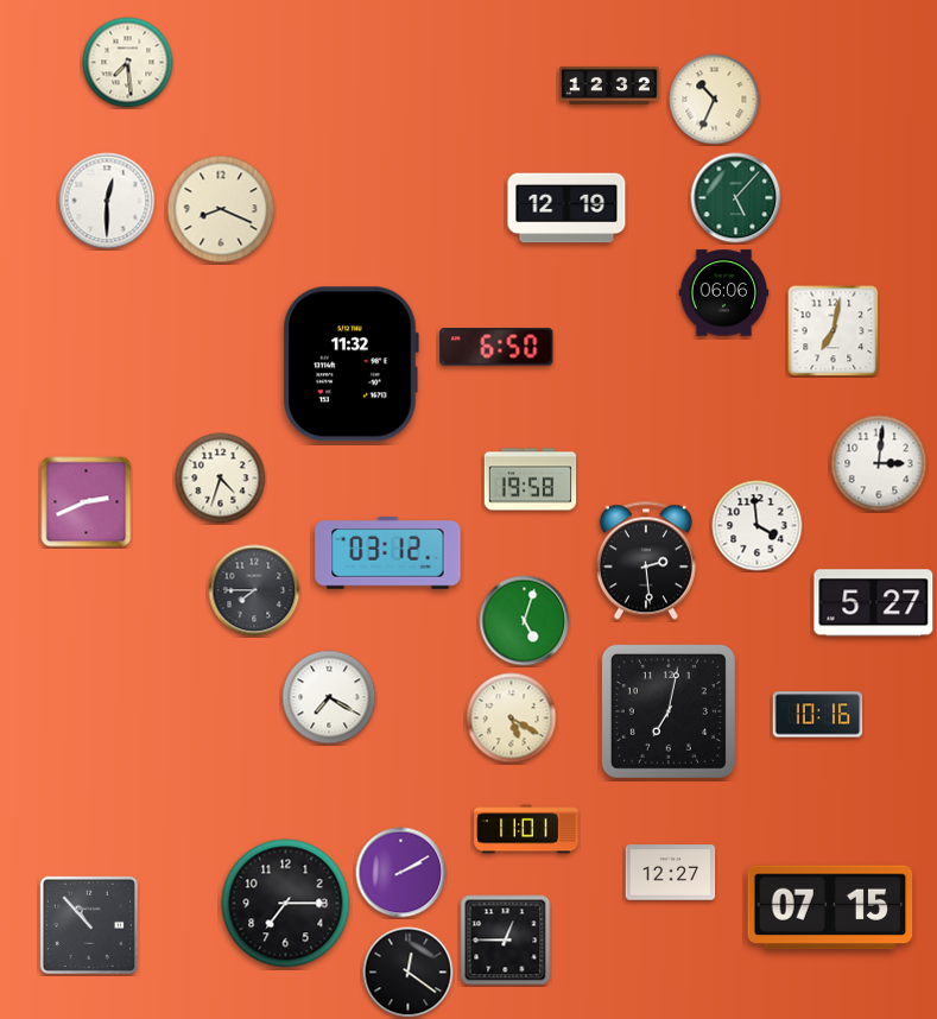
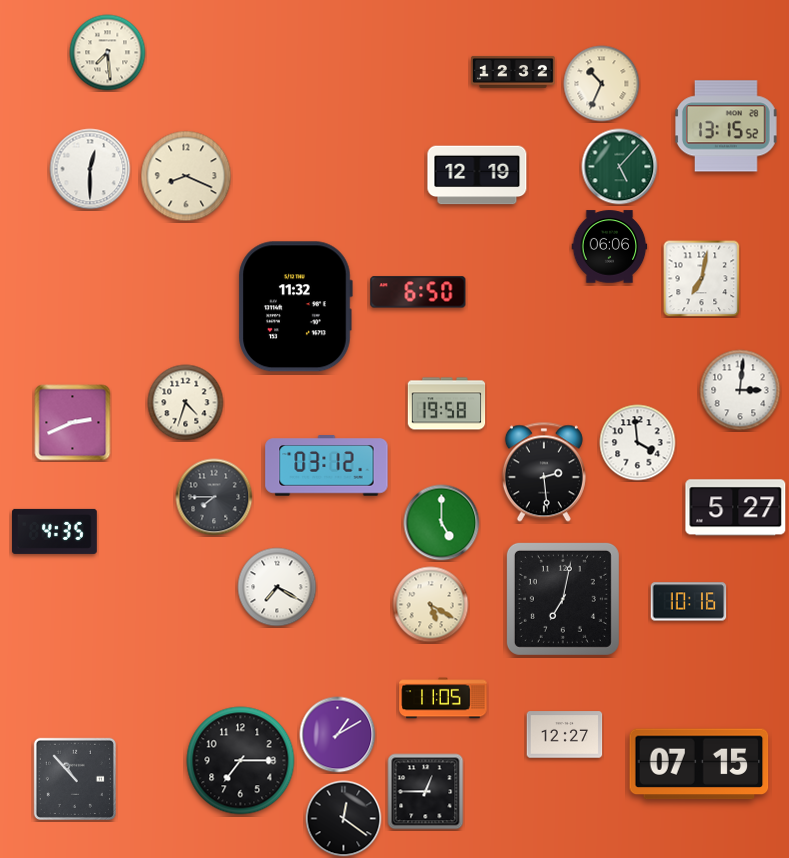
clock at (727, 126): none -> 13:15
clock at (525, 621): 5:03 -> 5:00
clock at (55, 531): none -> 4:35
clock at (526, 829): 11:01 -> 11:05
clock at (401, 873): 2:10 -> 1:10
